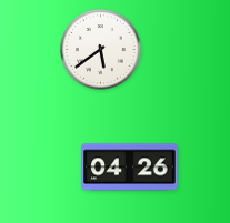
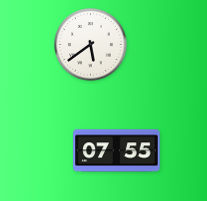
clock at (130, 168): 04:26 -> 07:55
